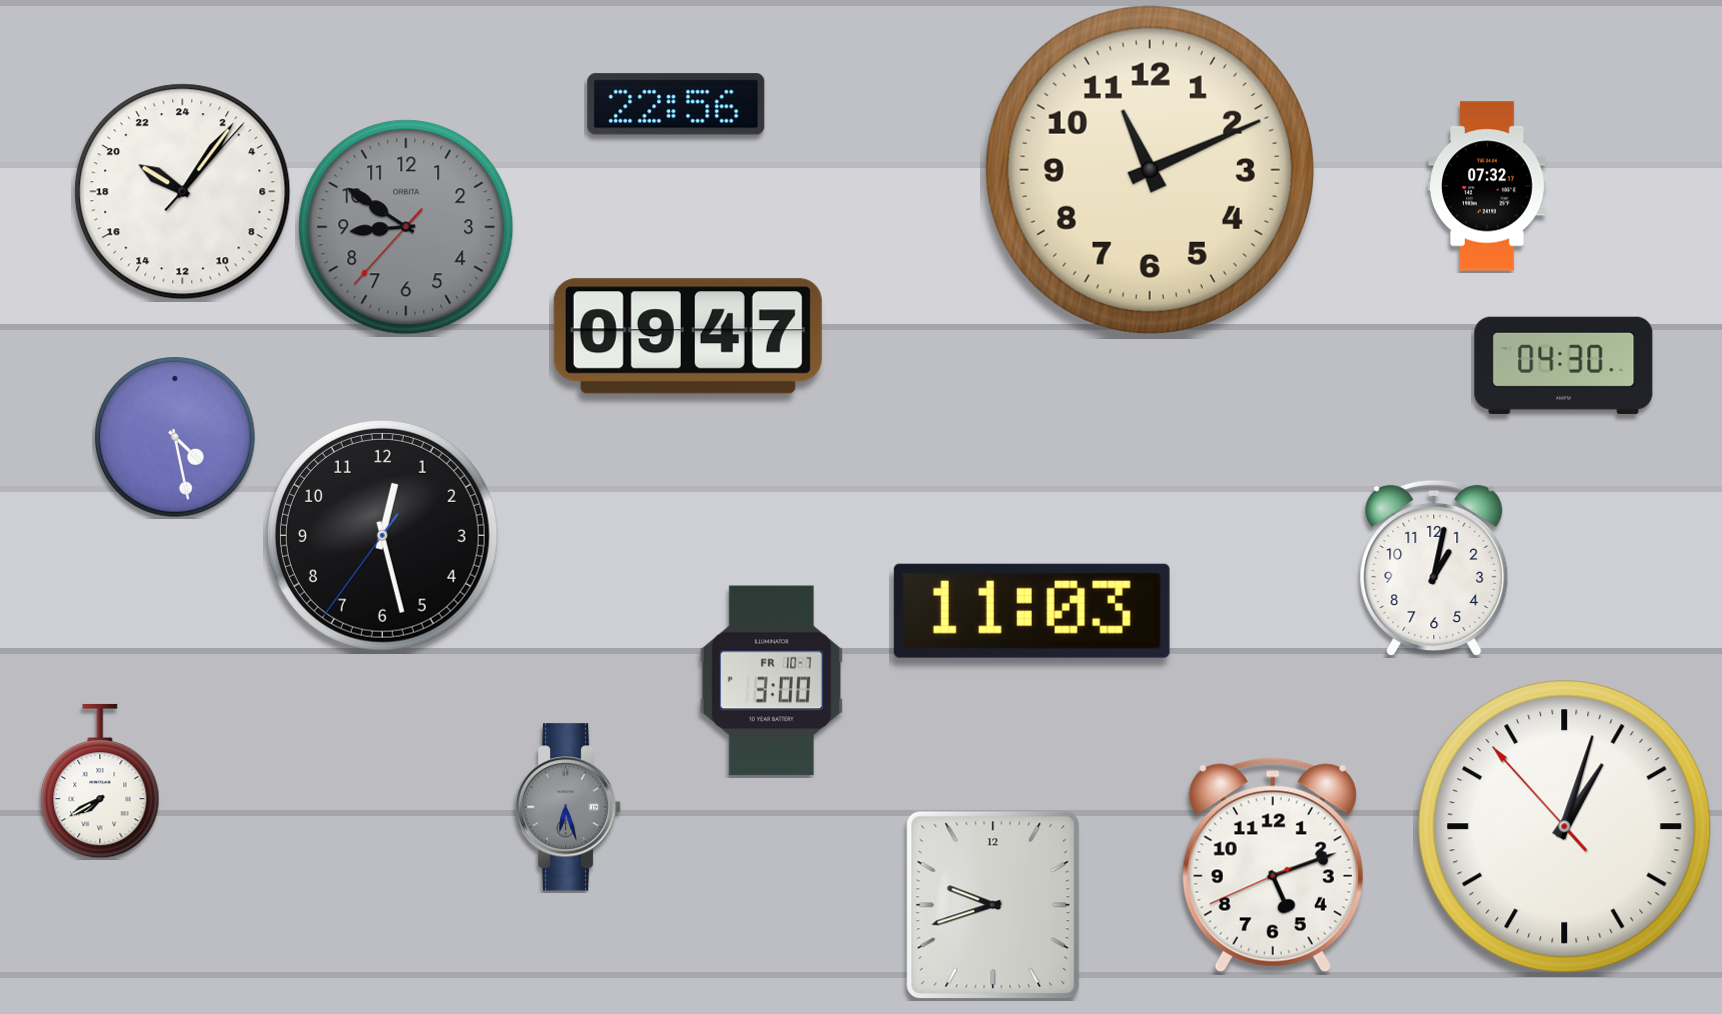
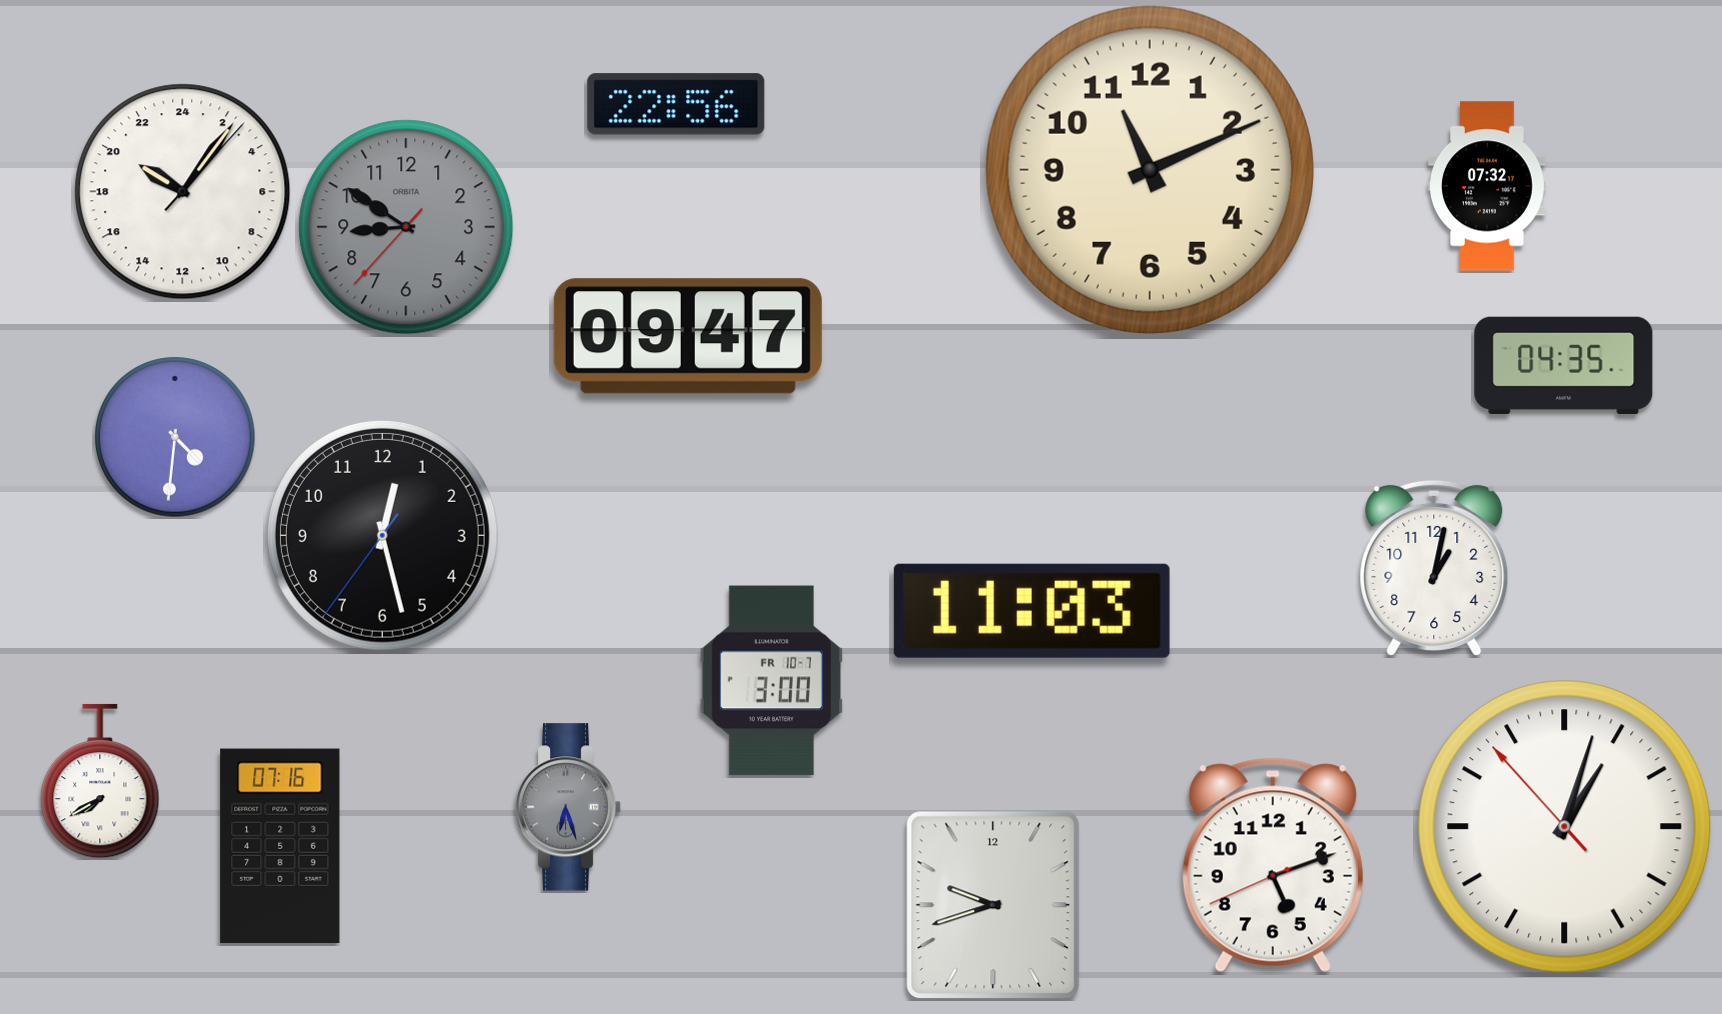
clock at (1564, 365): 04:30 -> 04:35
clock at (175, 437): 4:28 -> 4:31
clock at (280, 846): none -> 07:16
